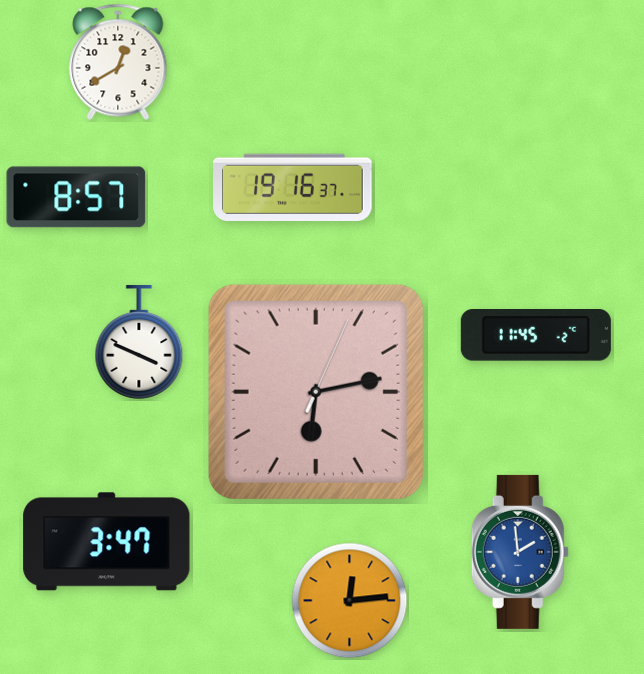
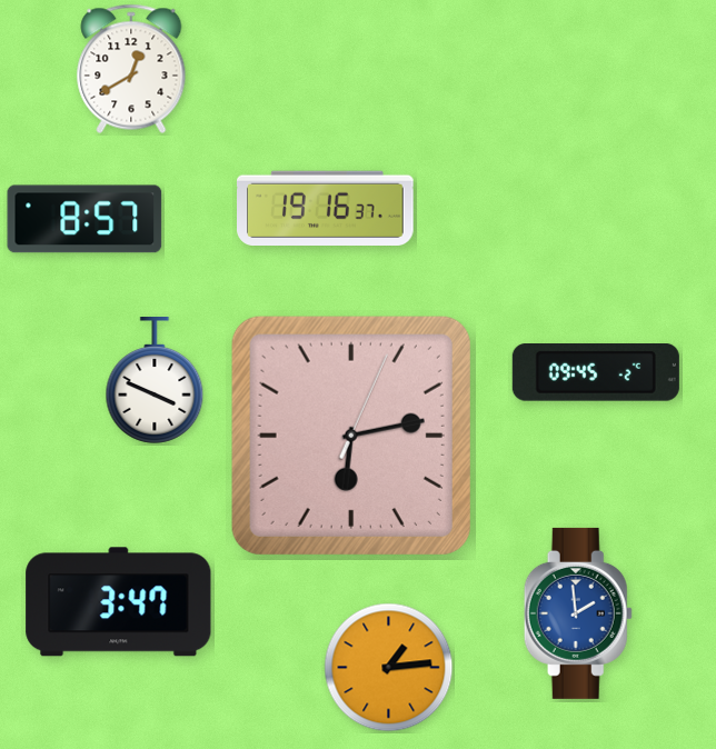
clock at (536, 335): 11:45 -> 09:45
clock at (350, 601): 12:14 -> 1:14
